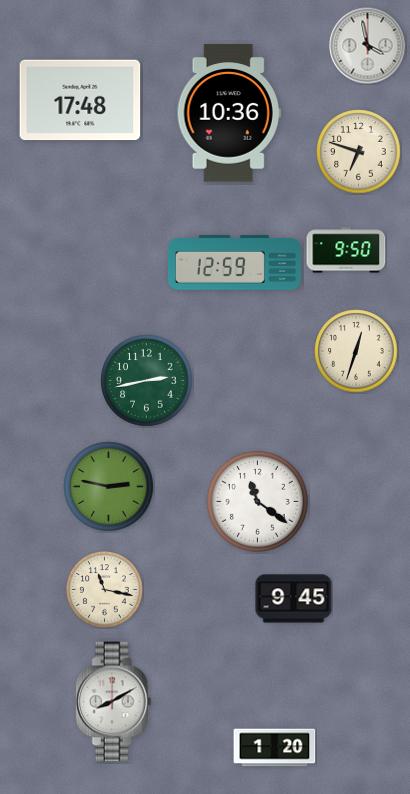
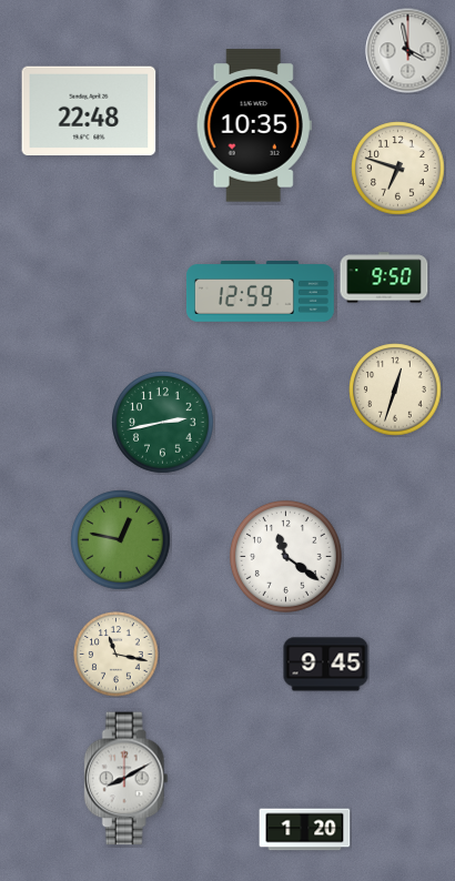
clock at (80, 100): 17:48 -> 22:48
clock at (229, 113): 10:36 -> 10:35
clock at (109, 487): 2:47 -> 12:47
